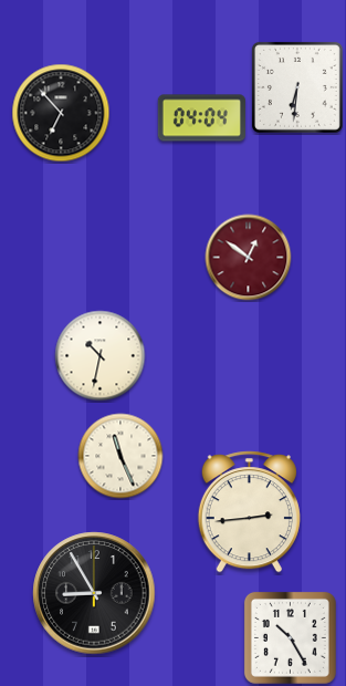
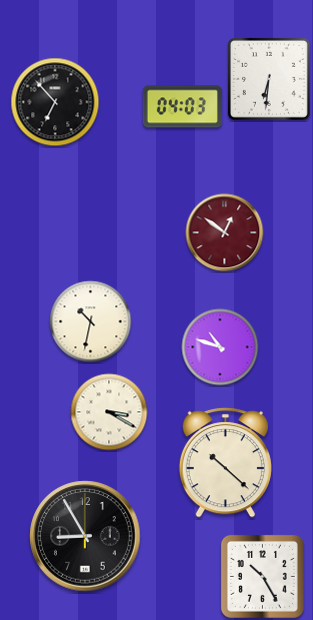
clock at (201, 118): 04:04 -> 04:03
clock at (220, 347): none -> 10:48
clock at (120, 456): 11:26 -> 3:20
clock at (249, 512): 2:44 -> 10:22
